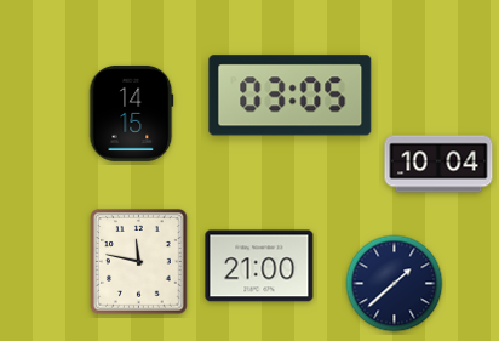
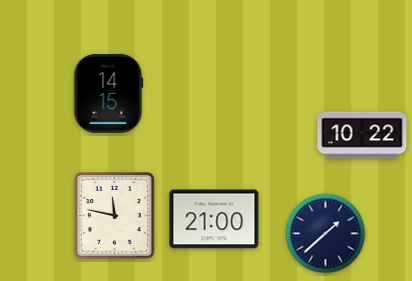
clock at (291, 96): 03:05 -> none
clock at (438, 164): 10:04 -> 10:22
